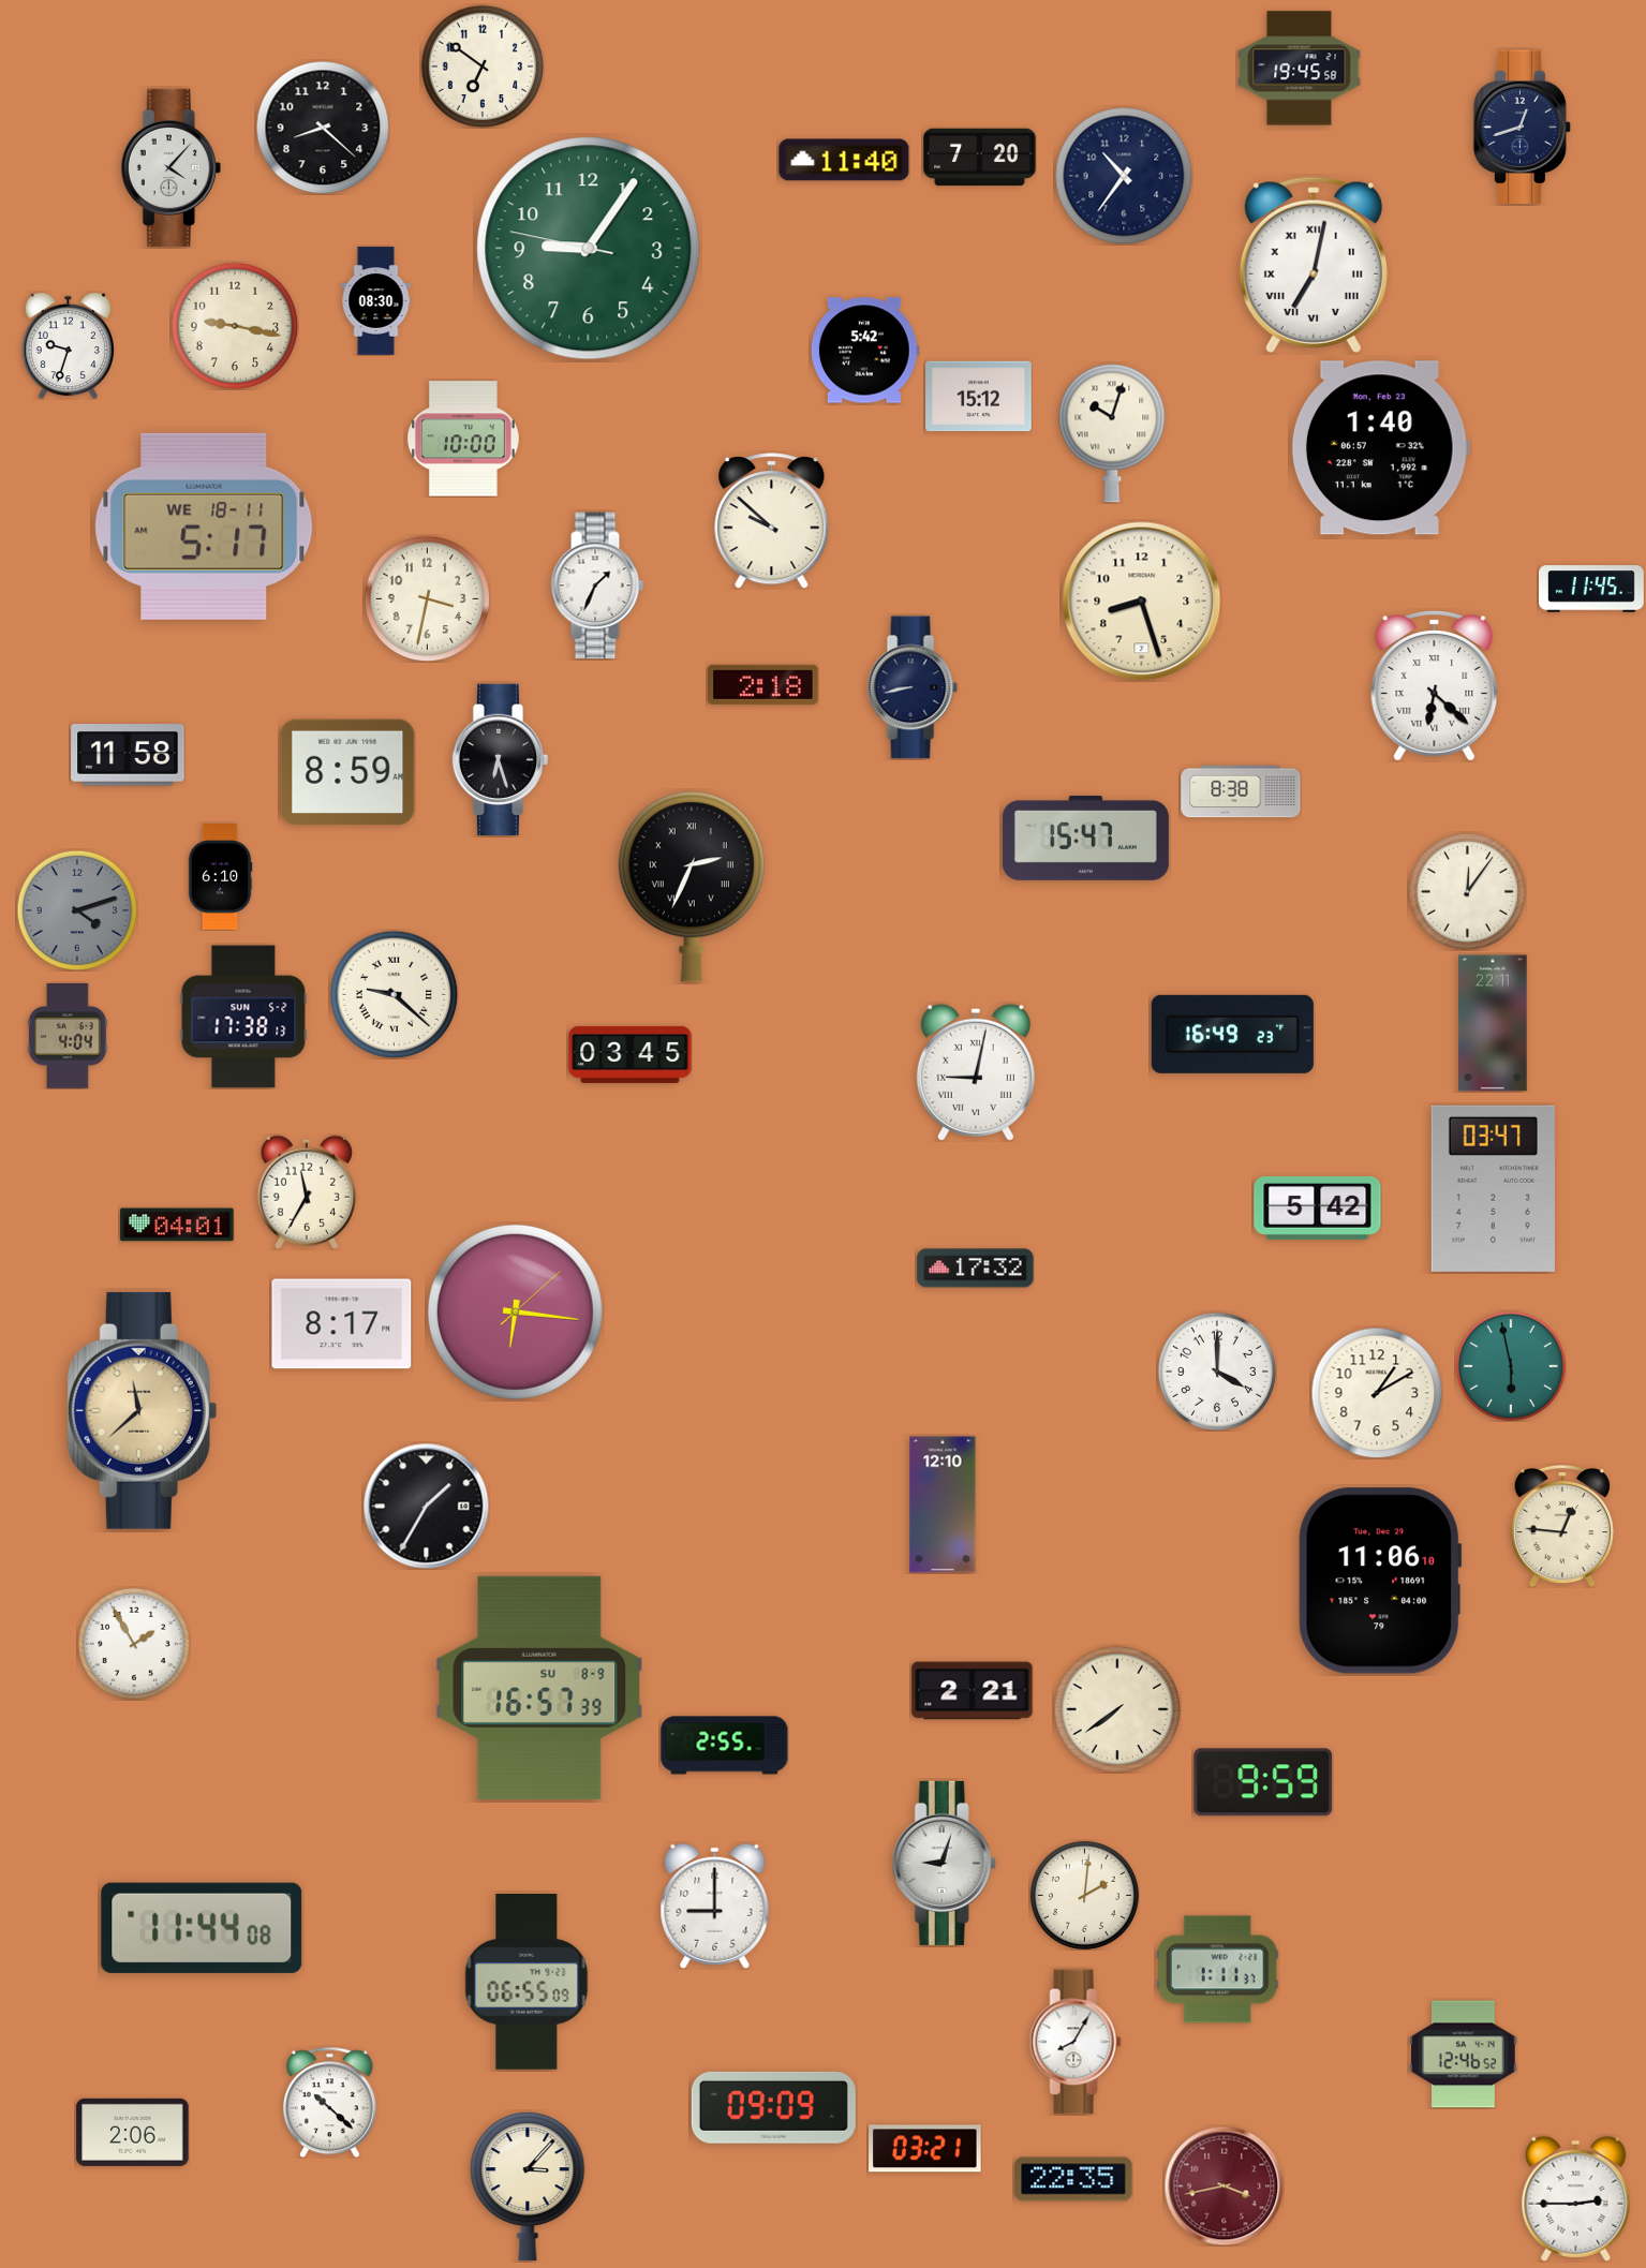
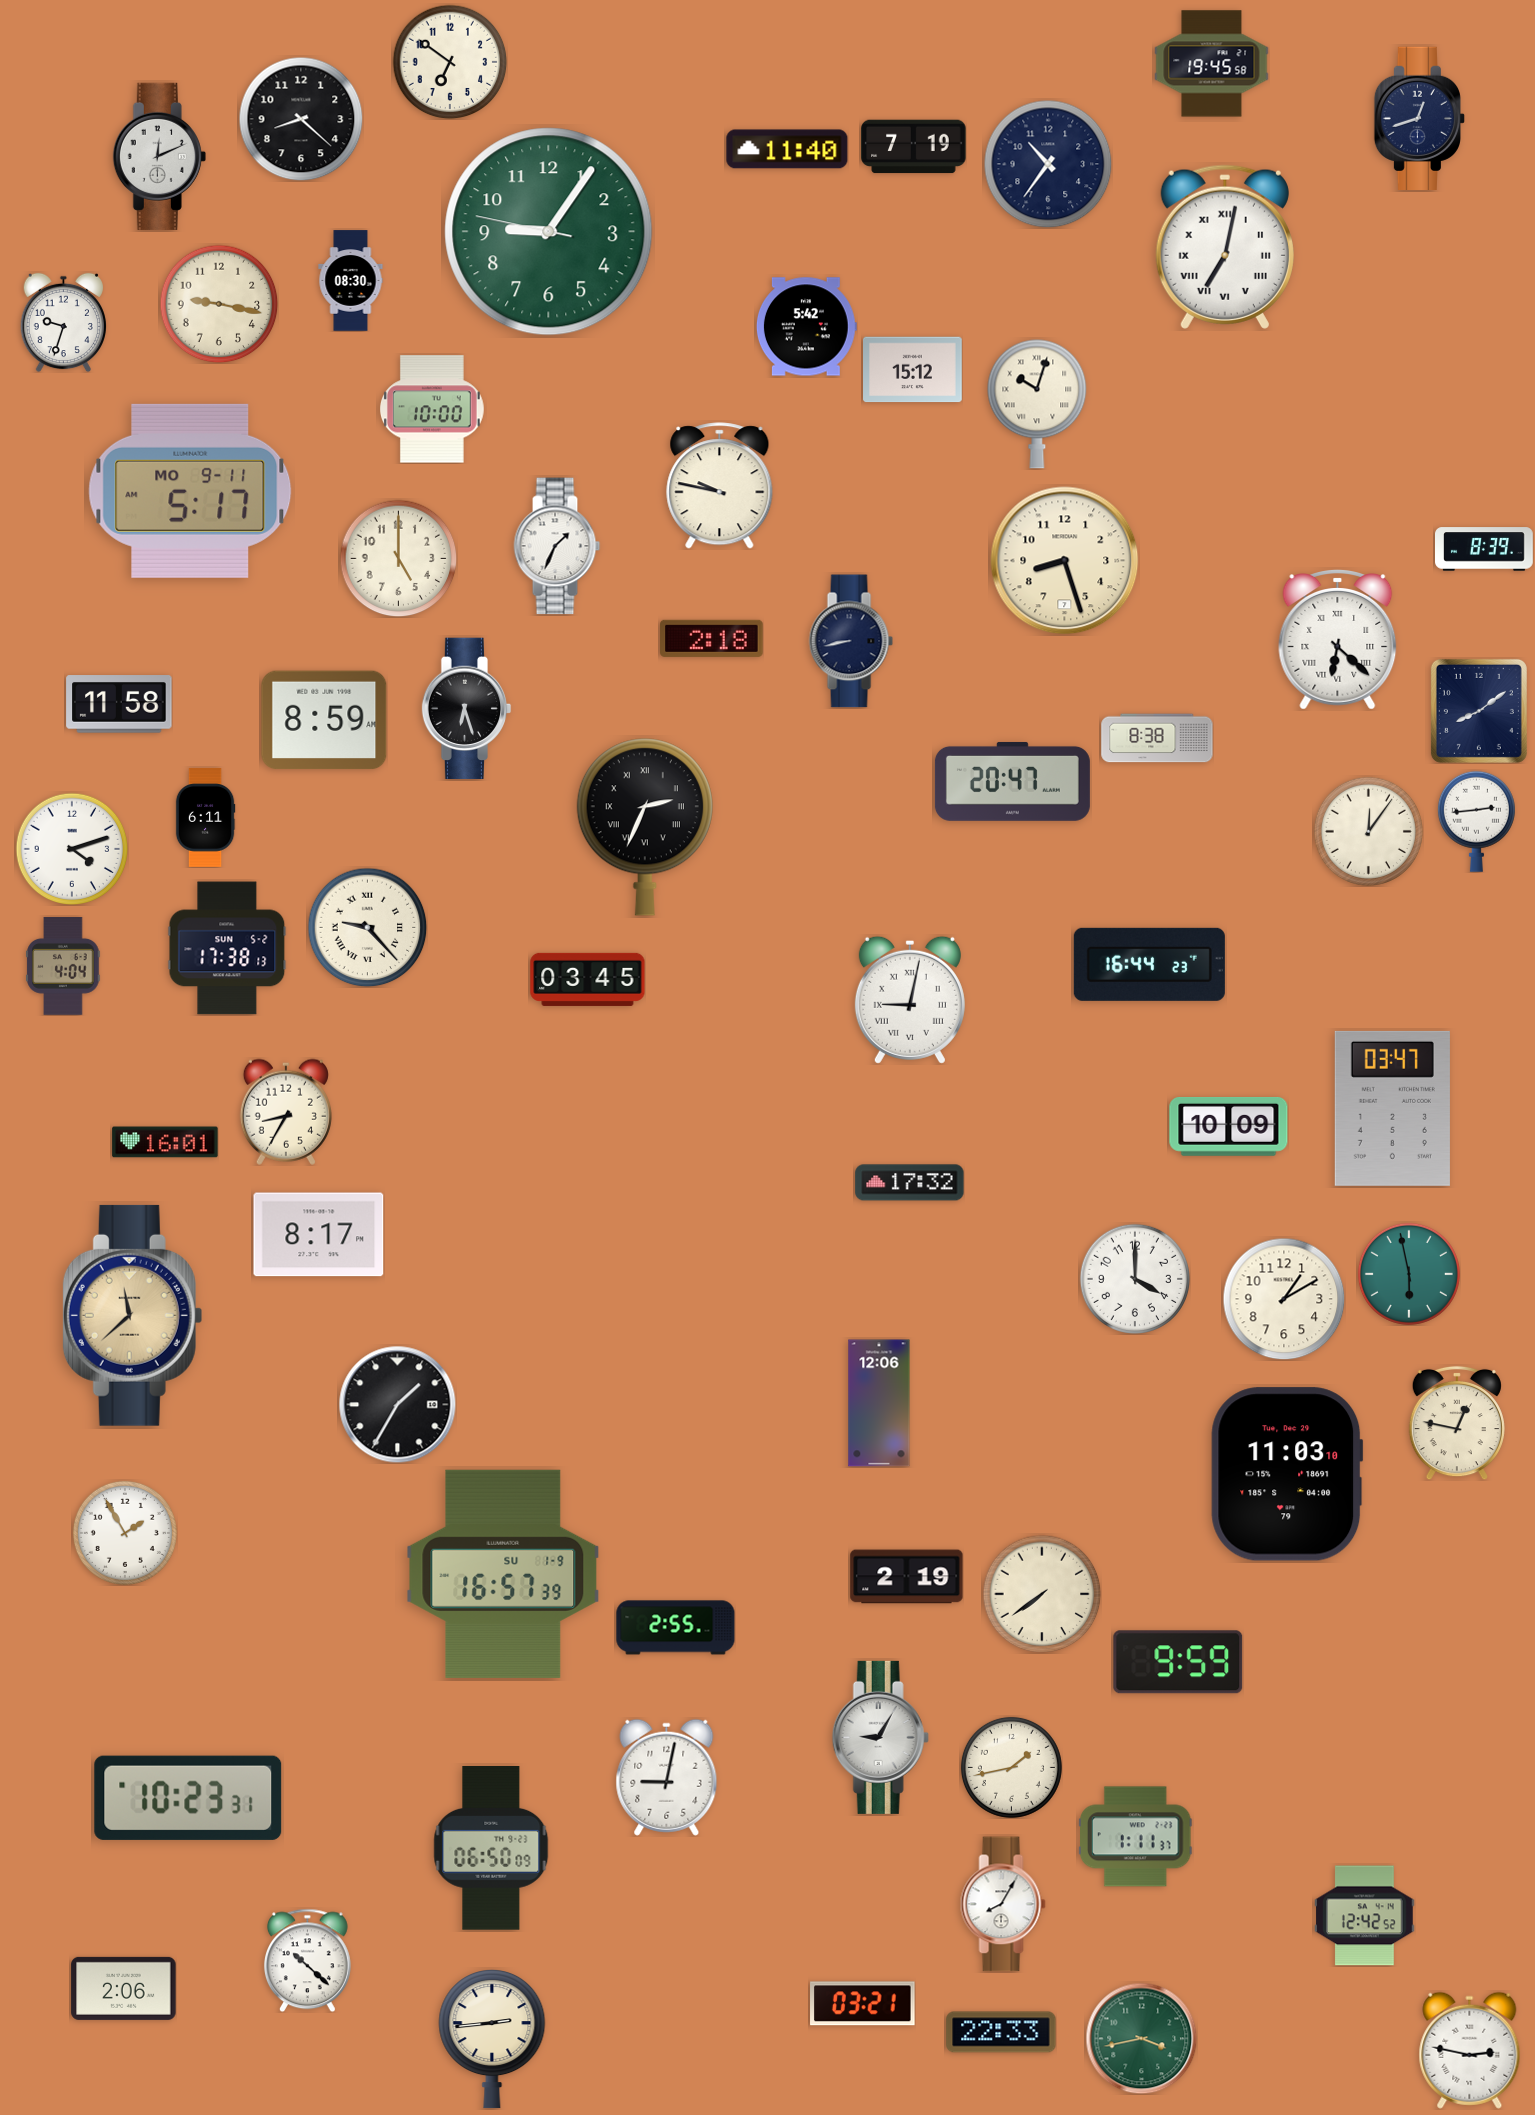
clock at (980, 158): 7:20 -> 7:19
clock at (170, 167): 4:07 -> 12:11
clock at (1380, 448): 1:40 -> none
clock at (772, 521): 9:52 -> 9:47
clock at (204, 527) date: WE 18-11 -> MO 9-11
clock at (1592, 589): 11:45 -> 8:39
clock at (427, 598): 3:32 -> 5:00
clock at (1479, 711): none -> 8:09
clock at (1085, 837): 15:47 -> 20:47
clock at (220, 877): 6:10 -> 6:11
clock at (1476, 821): none -> 2:44
clock at (77, 910) dial: grey -> white
clock at (394, 994): 9:22 -> 9:23
clock at (1493, 1023): 22:11 -> none
clock at (1232, 1034): 16:49 -> 16:44
clock at (631, 1054) position: (631, 1054) -> (588, 979)
clock at (307, 1192): 11:35 -> 8:35
clock at (1318, 1207): 5:42 -> 10:09
clock at (177, 1225): 04:01 -> 16:01
clock at (515, 1311): 6:16 -> none
clock at (943, 1504): 12:10 -> 12:06
clock at (1562, 1526): 12:46 -> 12:47
clock at (1380, 1581): 11:06 -> 11:03
clock at (539, 1688) date: SU 8-9 -> SU 1-9
clock at (973, 1691): 2:21 -> 2:19
clock at (944, 1863): 9:03 -> 9:05
clock at (1084, 1895): 2:01 -> 1:43
clock at (715, 1906): 9:00 -> 9:02
clock at (202, 1928): 11:44 -> 10:23
clock at (527, 1983): 06:55 -> 06:50
clock at (1464, 2055): 12:46 -> 12:42
clock at (773, 2107): 09:09 -> none
clock at (1073, 2179): 22:35 -> 22:33
clock at (1224, 2185) dial: burgundy -> green
clock at (528, 2188): 3:07 -> 2:44
clock at (1576, 2198): 2:45 -> 2:47
